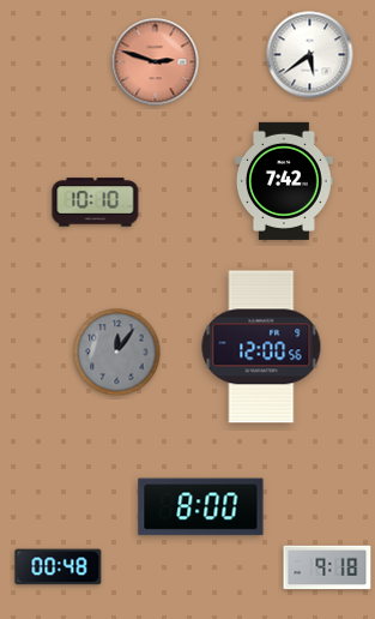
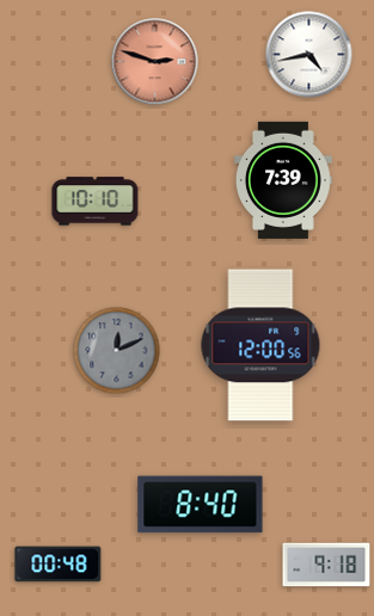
clock at (310, 55): 5:39 -> 4:43
clock at (285, 181): 7:42 -> 7:39
clock at (117, 353): 12:06 -> 12:11
clock at (201, 507): 8:00 -> 8:40
